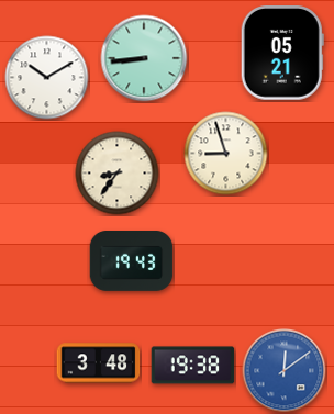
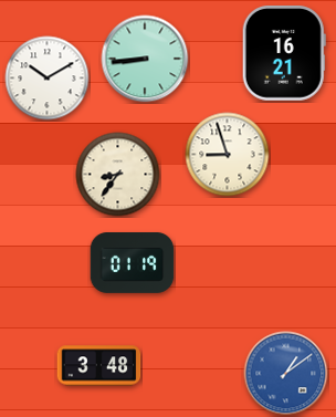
clock at (282, 53): 05:21 -> 16:21
clock at (132, 261): 19:43 -> 01:19
clock at (193, 366): 19:38 -> none
clock at (285, 371): 12:09 -> 1:09
